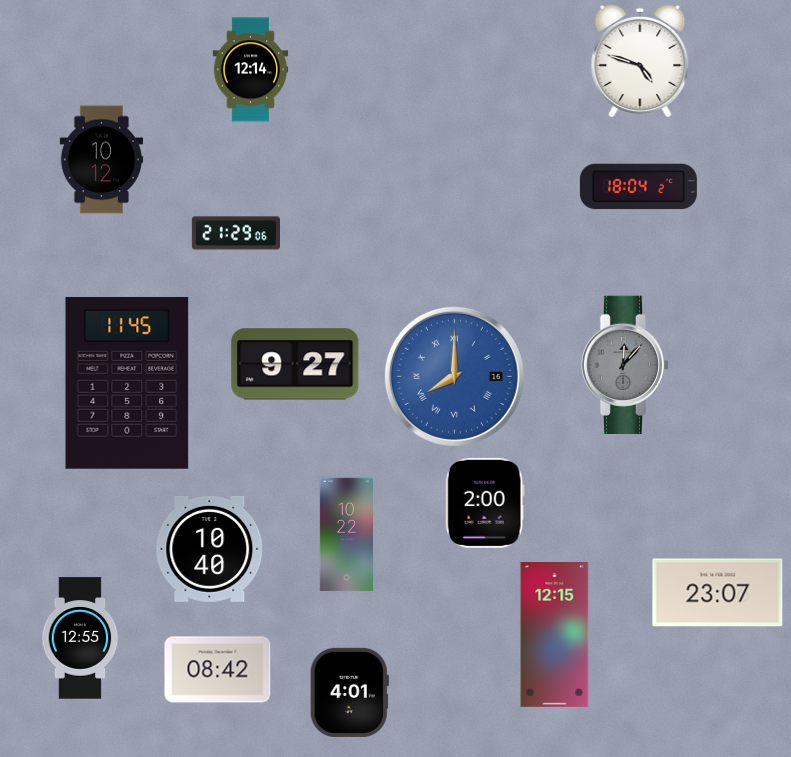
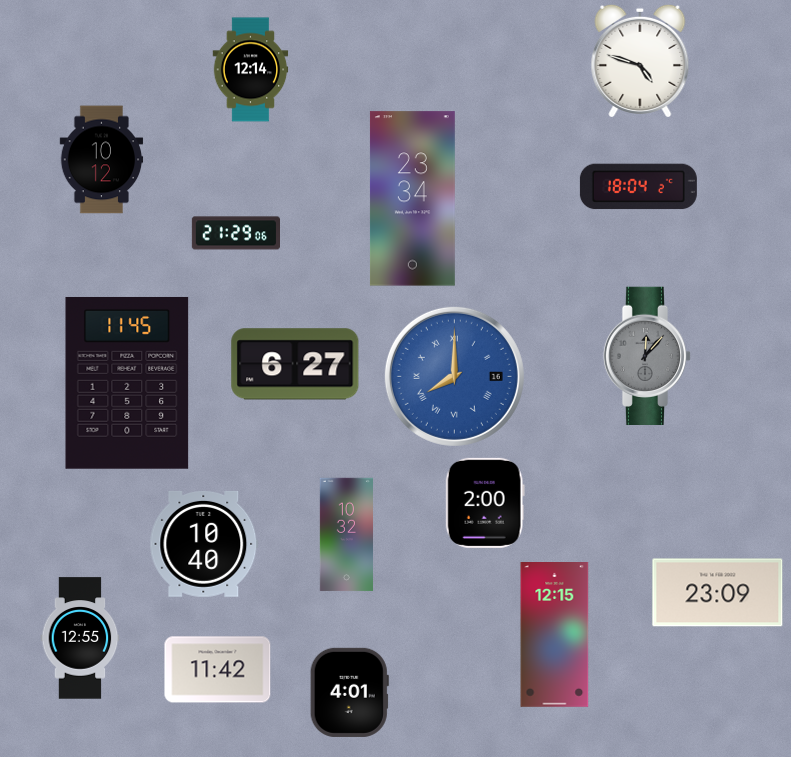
clock at (412, 199): none -> 23:34
clock at (295, 364): 9:27 -> 6:27
clock at (625, 364) position: (625, 364) -> (647, 355)
clock at (346, 535): 10:22 -> 10:32
clock at (210, 549) position: (210, 549) -> (204, 544)
clock at (718, 593): 23:07 -> 23:09
clock at (218, 670): 08:42 -> 11:42
